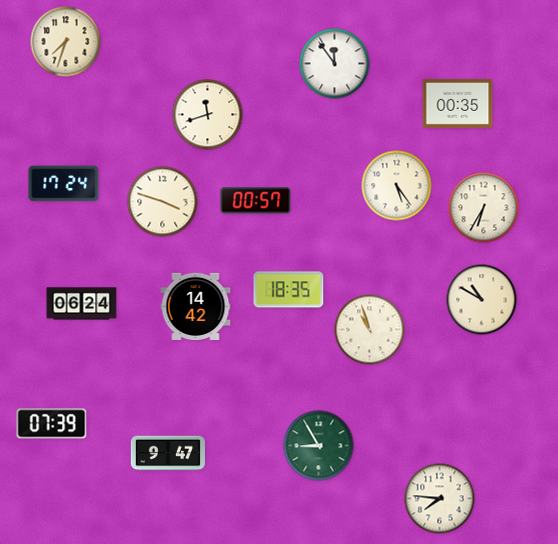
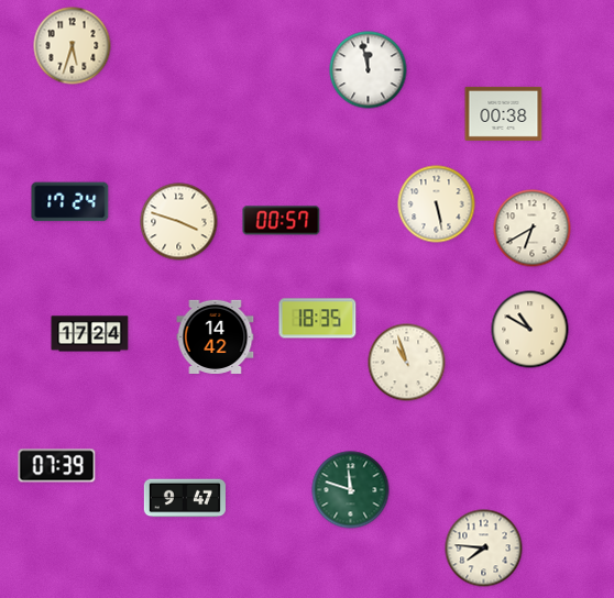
clock at (66, 42): 7:33 -> 5:33
clock at (335, 64): 11:54 -> 11:58
clock at (458, 103): 00:35 -> 00:38
clock at (208, 115): 11:42 -> none
clock at (397, 186): 5:24 -> 5:28
clock at (484, 208): 6:35 -> 6:40
clock at (82, 304): 06:24 -> 17:24
clock at (319, 446): 8:55 -> 11:48
